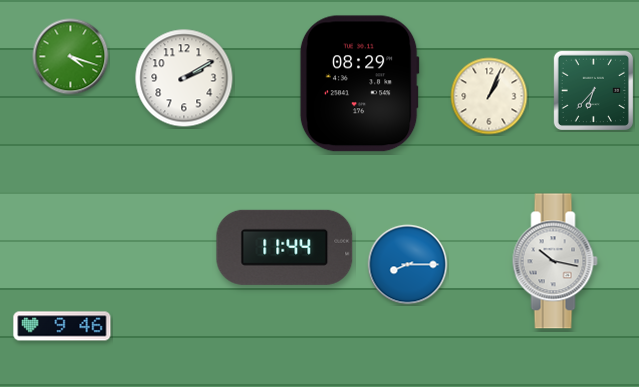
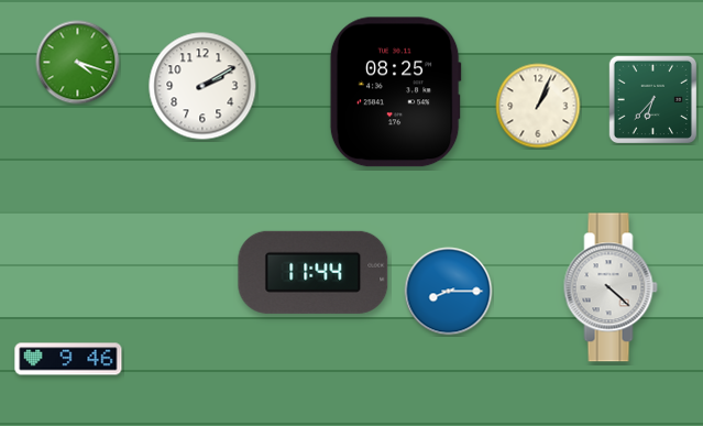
clock at (359, 84): 08:29 -> 08:25
clock at (555, 261): 10:17 -> 4:22
